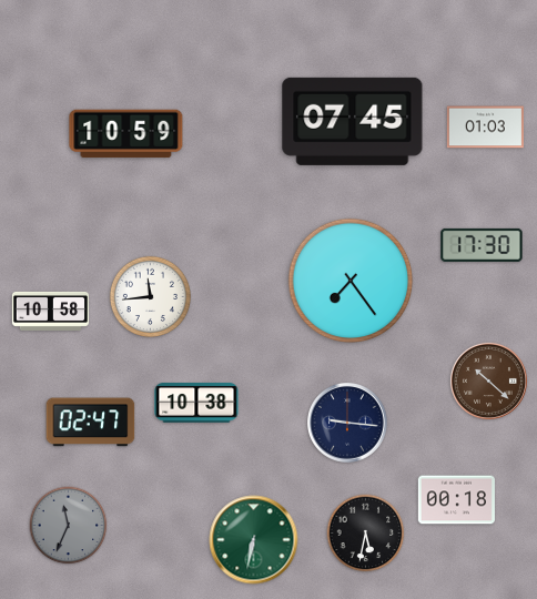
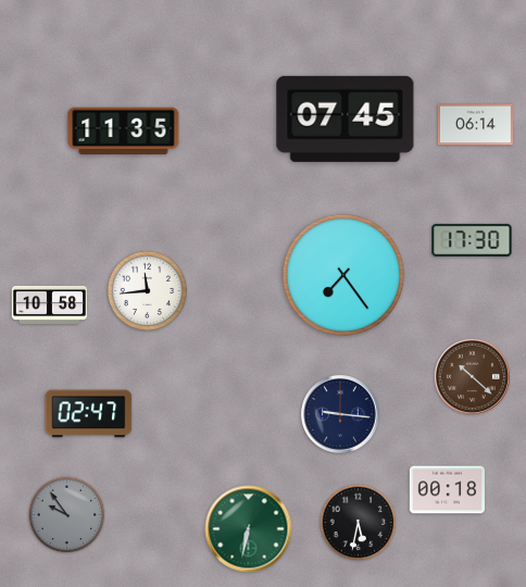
clock at (485, 128): 01:03 -> 06:14
clock at (126, 134): 10:59 -> 11:35
clock at (488, 380) position: (488, 380) -> (472, 376)
clock at (196, 403): 10:38 -> none
clock at (69, 526): 11:34 -> 9:54
